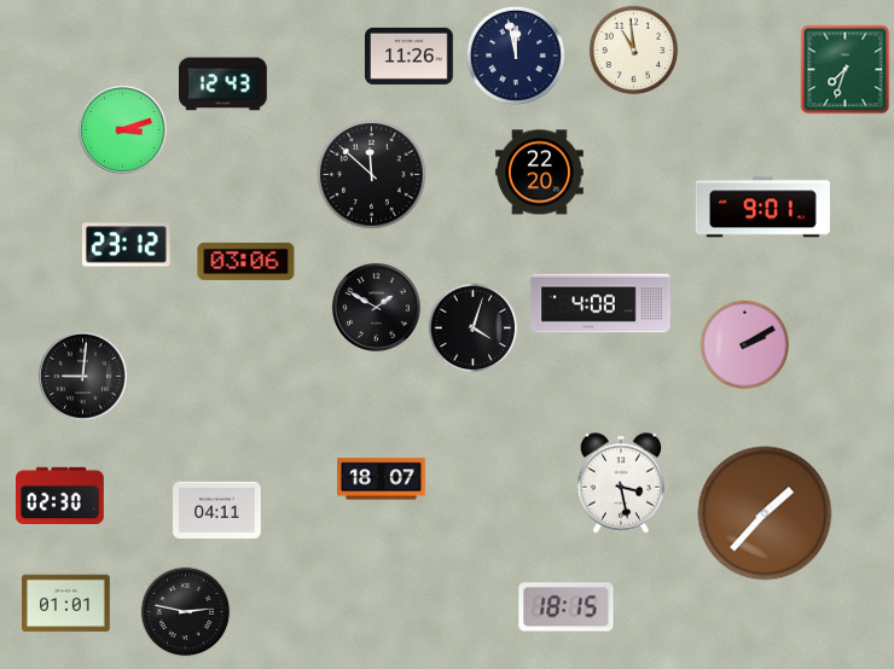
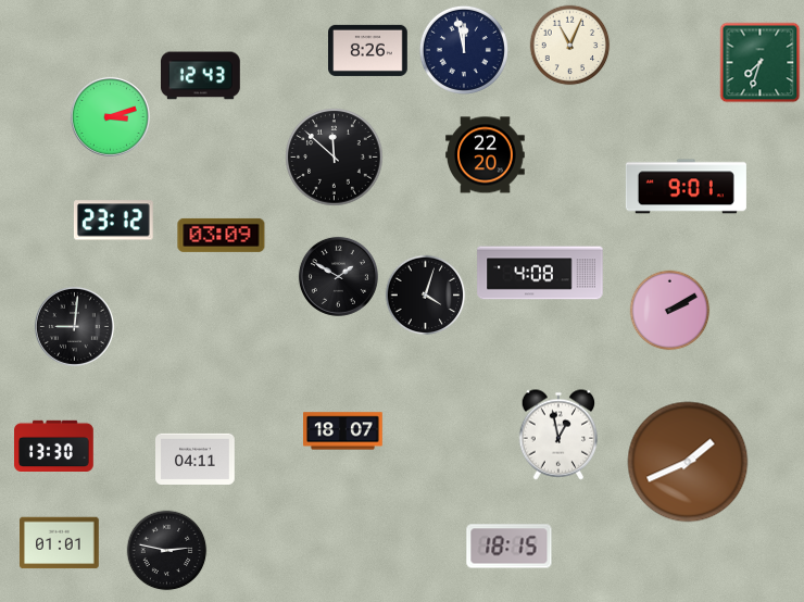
clock at (634, 51): 10:59 -> 11:04
clock at (410, 56): 11:26 -> 8:26
clock at (246, 261): 03:06 -> 03:09
clock at (82, 376) position: (82, 376) -> (74, 326)
clock at (621, 483): 3:28 -> 12:58
clock at (60, 496): 02:30 -> 13:30
clock at (765, 513): 1:37 -> 1:41
